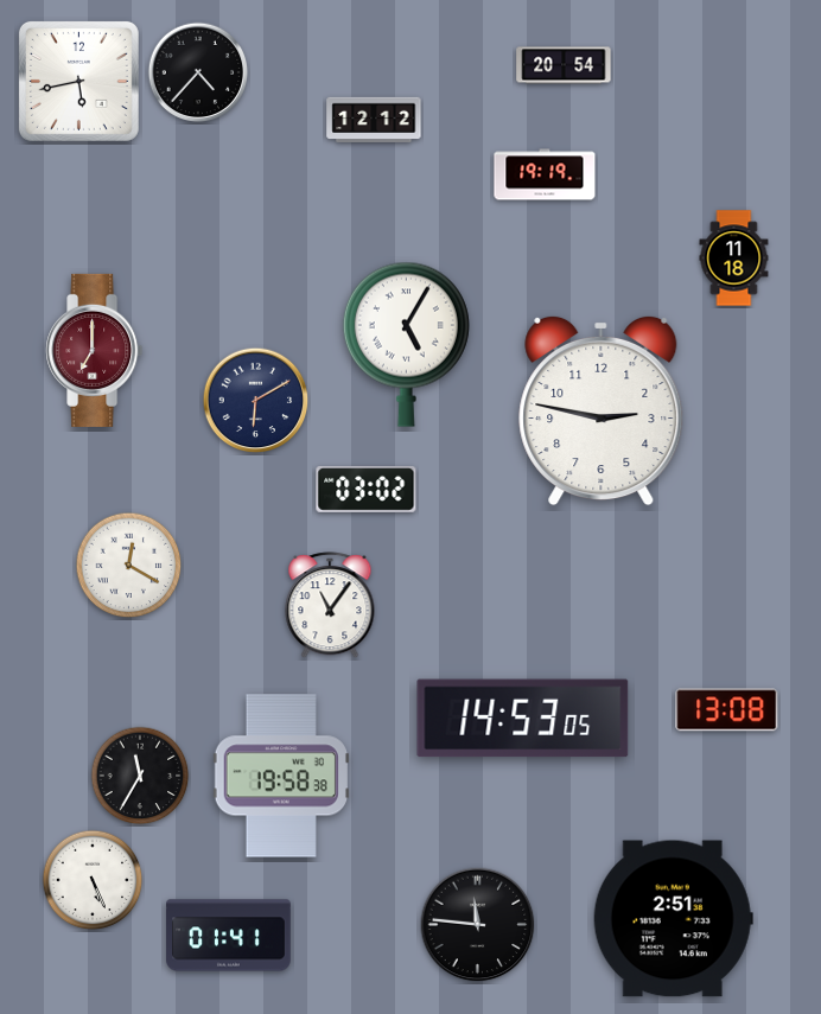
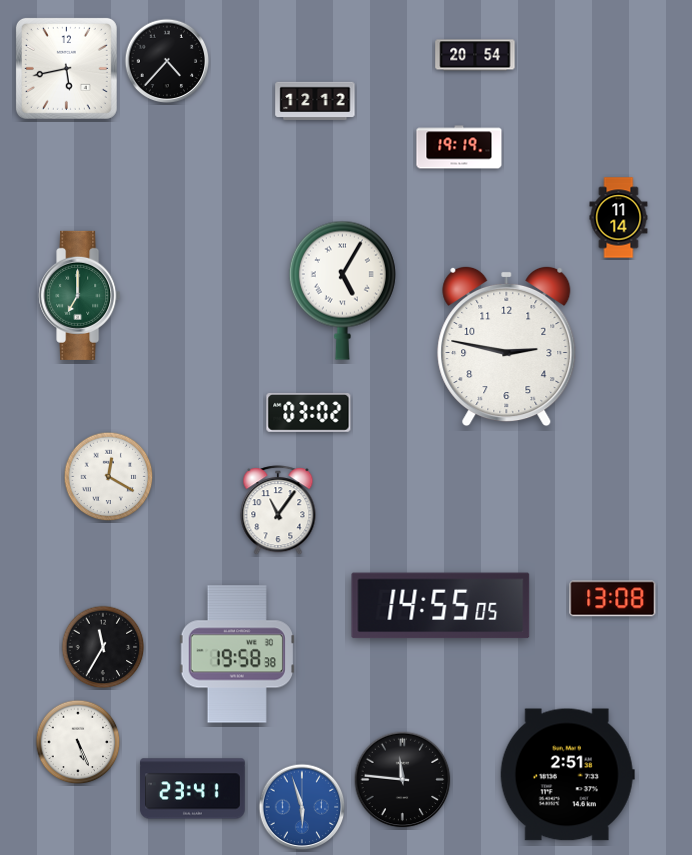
clock at (734, 259): 11:18 -> 11:14
clock at (95, 350) dial: burgundy -> green
clock at (256, 401): 6:10 -> none
clock at (523, 719): 14:53 -> 14:55
clock at (140, 776) position: (140, 776) -> (103, 647)
clock at (229, 936): 01:41 -> 23:41
clock at (302, 807): none -> 5:57
